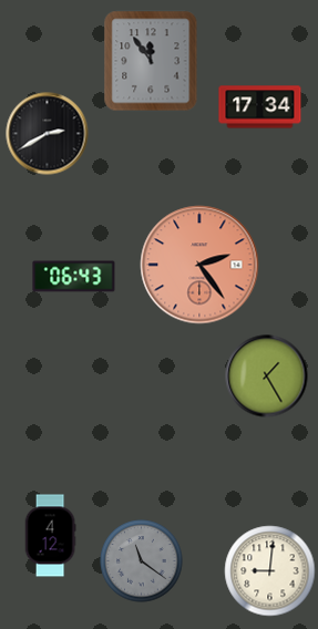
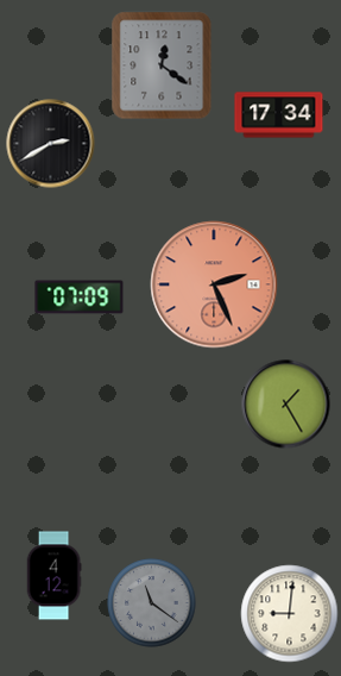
clock at (151, 61): 11:54 -> 12:21
clock at (199, 265): 2:24 -> 2:26
clock at (74, 277): 06:43 -> 07:09
